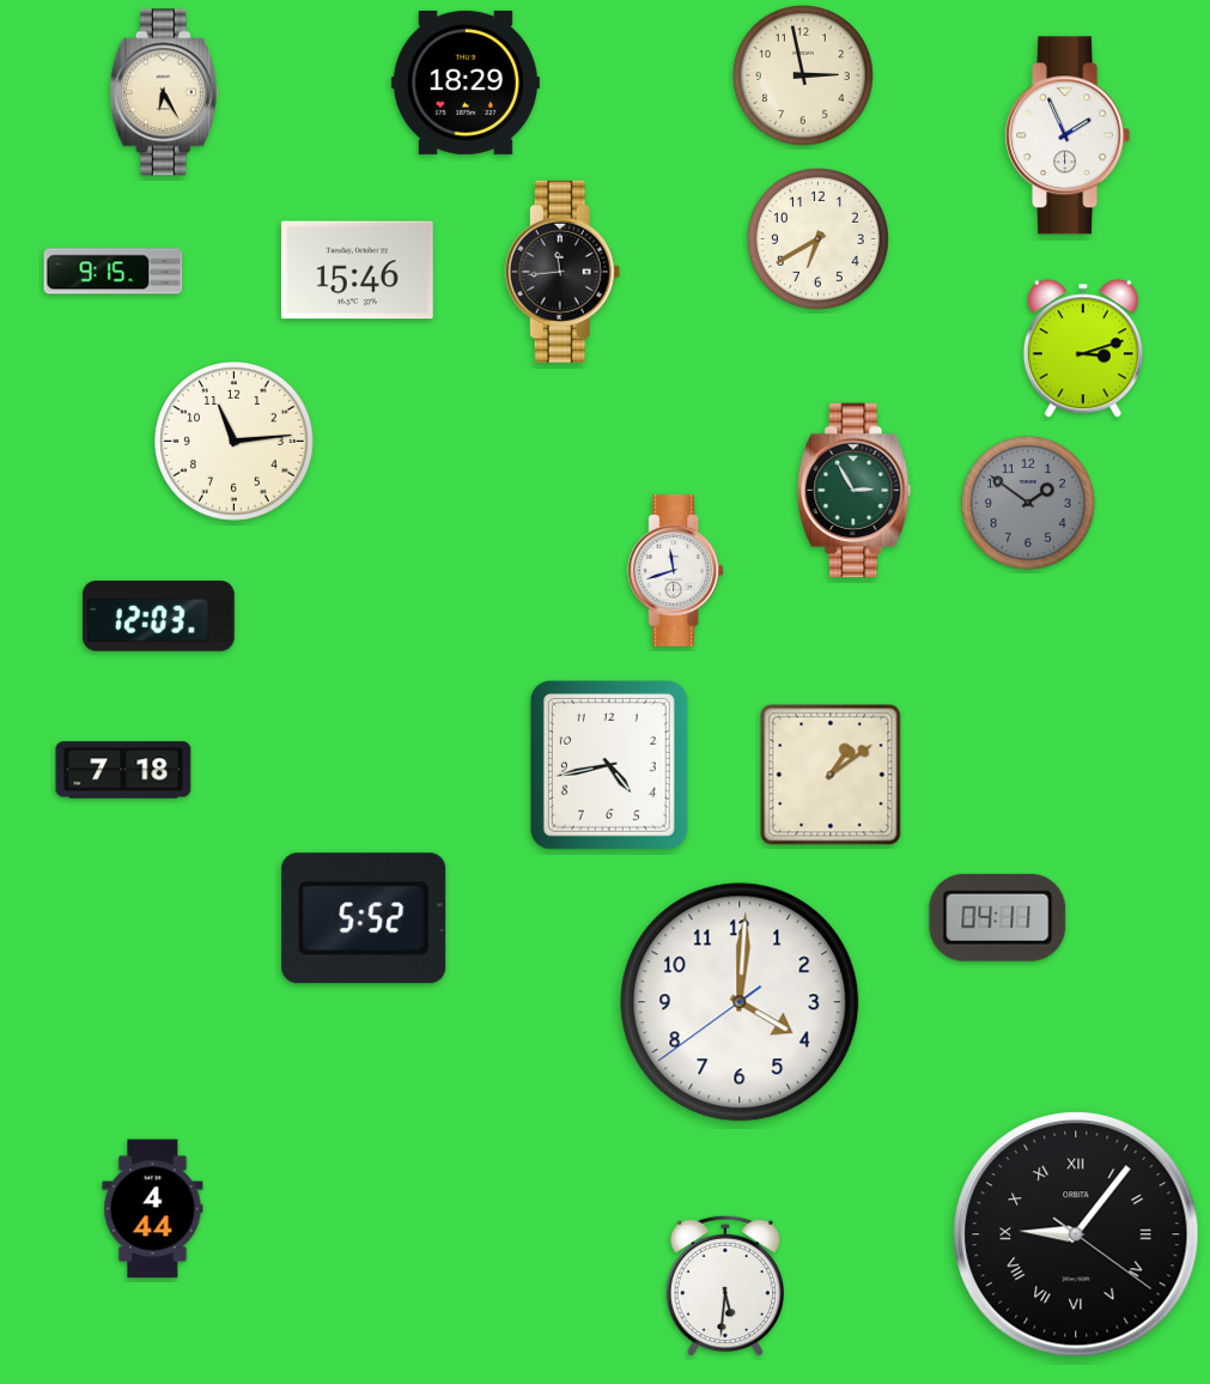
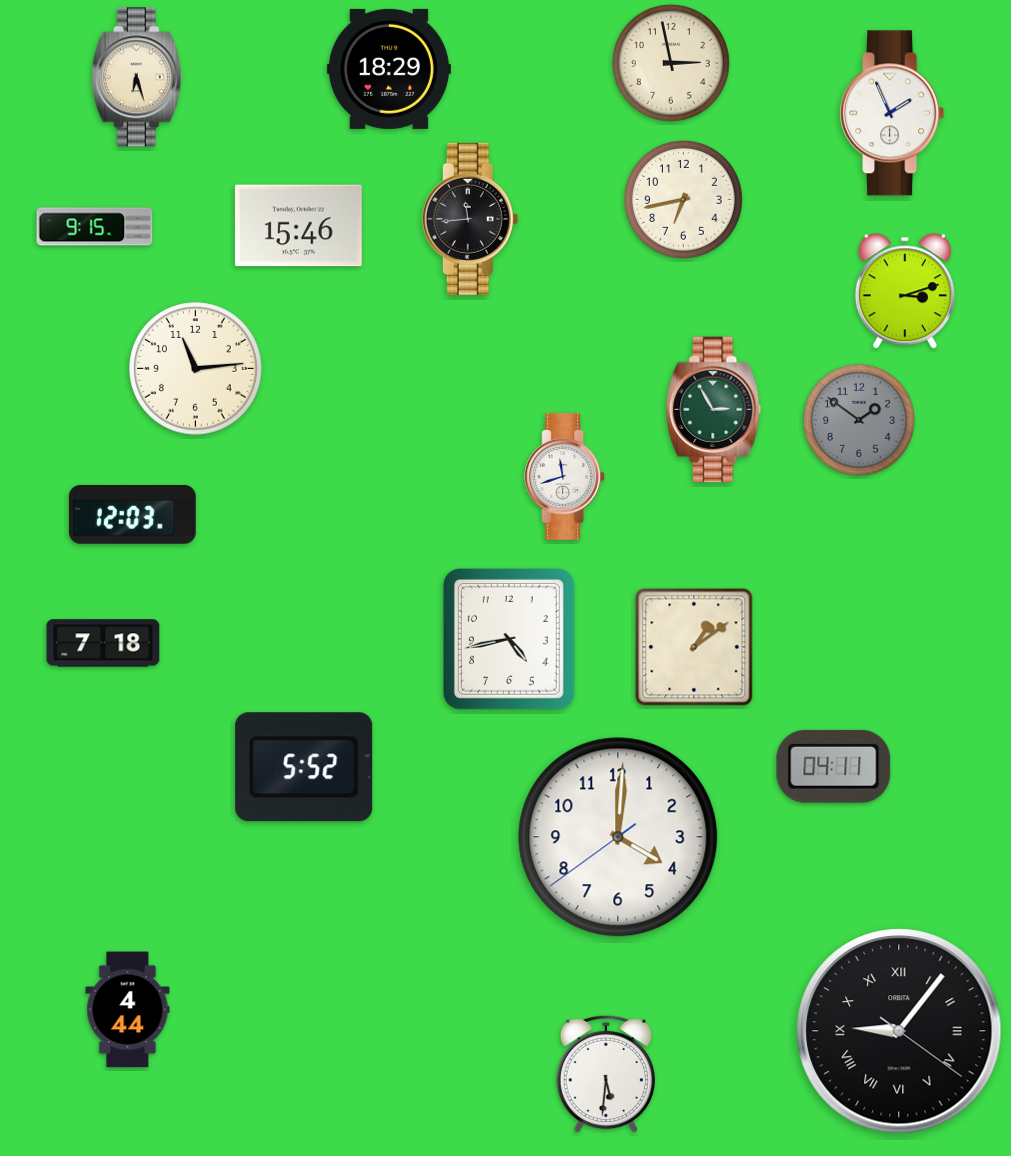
clock at (164, 92): 6:25 -> 6:27
clock at (817, 238): 6:40 -> 6:43
clock at (563, 272) position: (563, 272) -> (470, 219)
